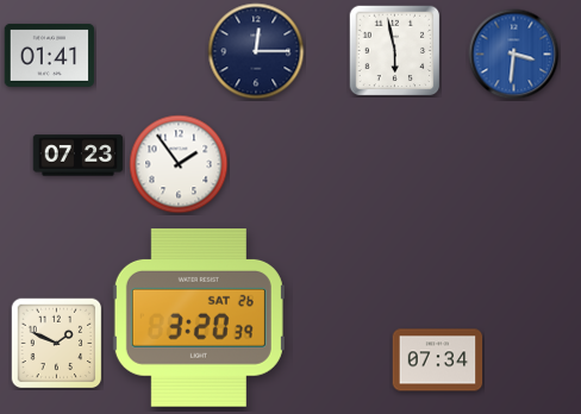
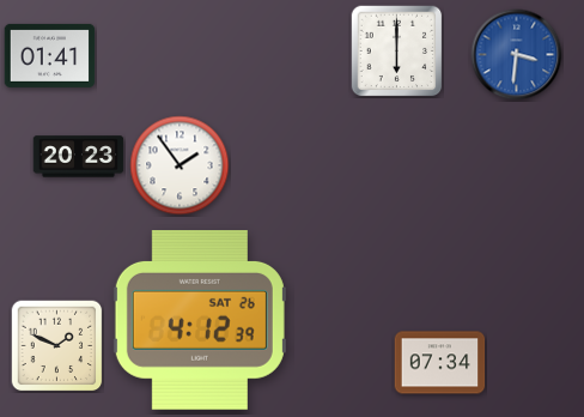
clock at (394, 50): 5:58 -> 6:00
clock at (256, 51): 12:15 -> none
clock at (79, 156): 07:23 -> 20:23
clock at (199, 319): 3:20 -> 4:12
